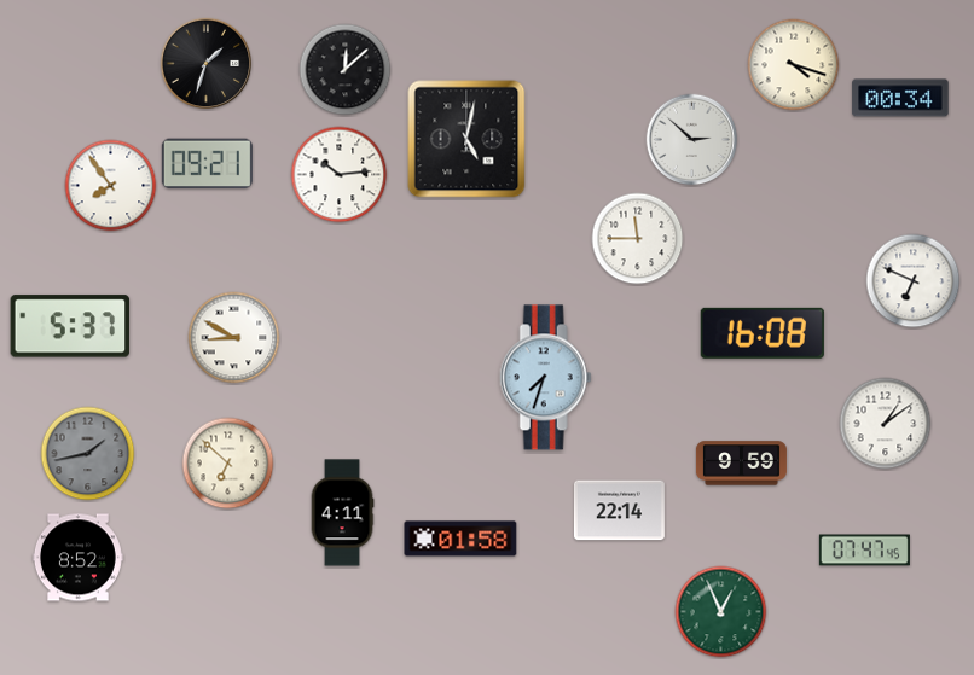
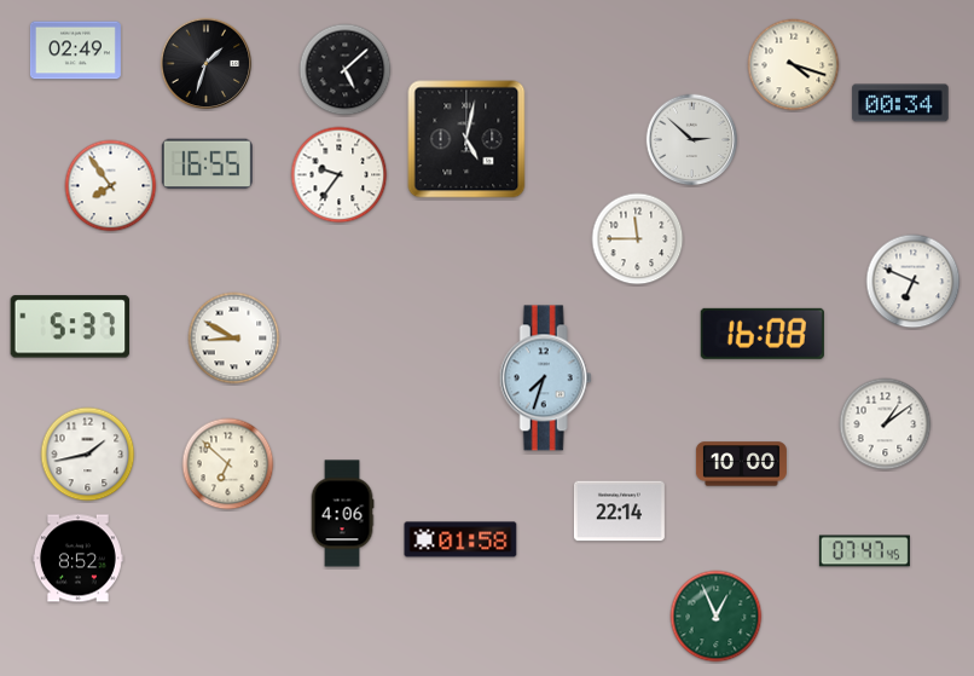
clock at (75, 51): none -> 02:49
clock at (346, 70): 12:08 -> 5:08
clock at (900, 98) position: (900, 98) -> (900, 103)
clock at (207, 164): 09:21 -> 16:55
clock at (340, 175): 10:14 -> 9:36
clock at (88, 454) dial: grey -> white
clock at (741, 464): 9:59 -> 10:00
clock at (342, 513): 4:11 -> 4:06
clock at (721, 612) position: (721, 612) -> (717, 617)
